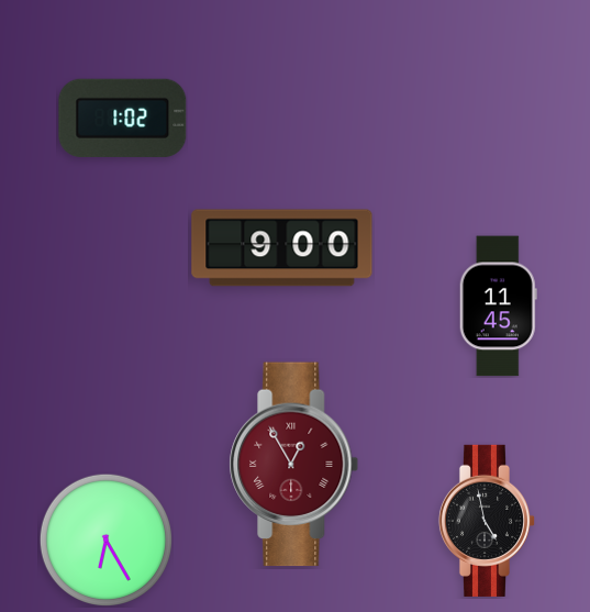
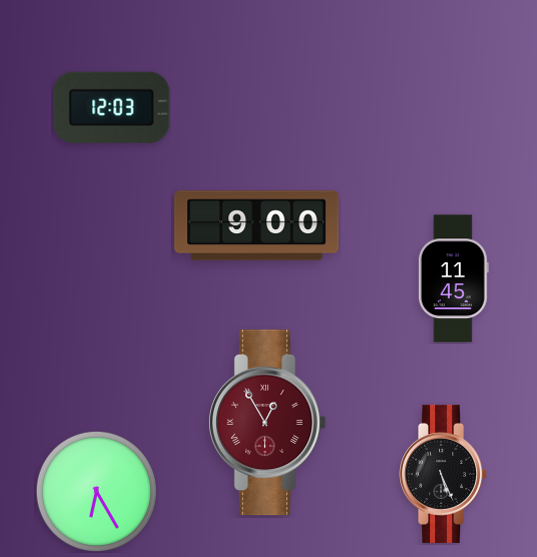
clock at (123, 118): 1:02 -> 12:03
clock at (487, 521): 4:58 -> 5:26
